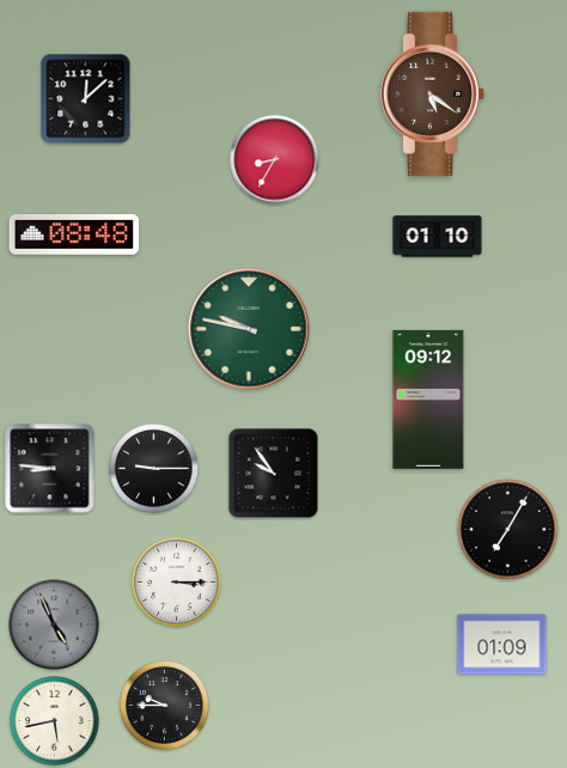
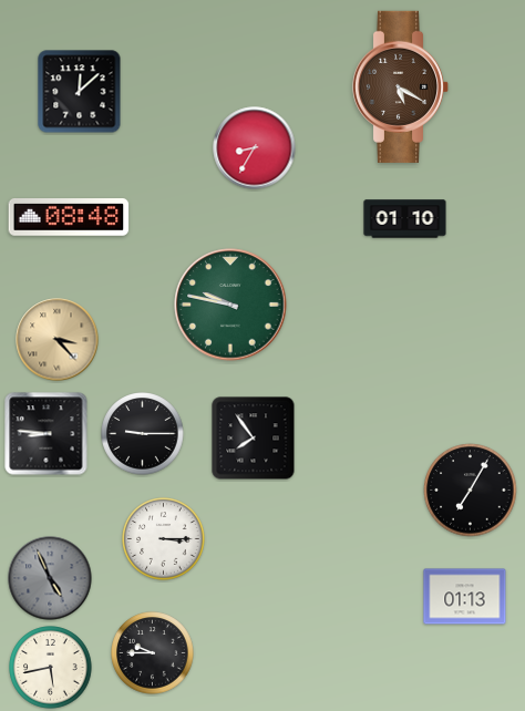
clock at (433, 93): 5:21 -> 5:20
clock at (58, 340): none -> 3:23
clock at (428, 400): 09:12 -> none
clock at (274, 474): 9:54 -> 7:54
clock at (502, 645): 01:09 -> 01:13
